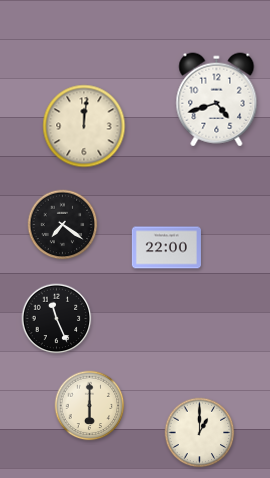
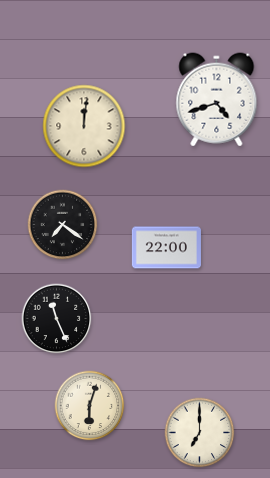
clock at (90, 406): 6:00 -> 6:03
clock at (200, 433): 1:00 -> 7:00
